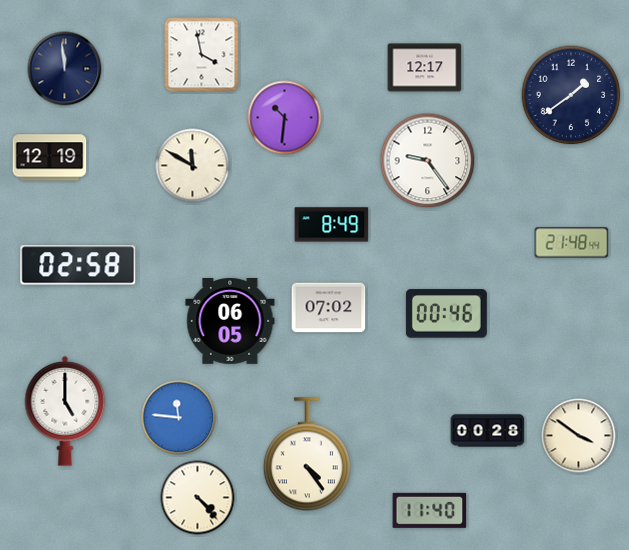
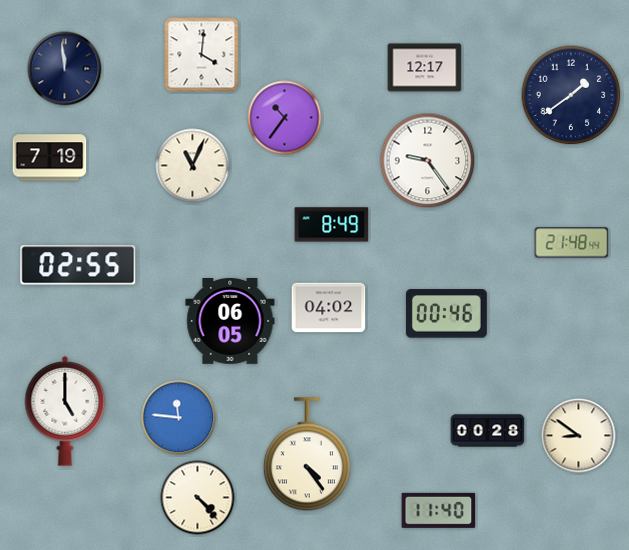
clock at (202, 55): 3:58 -> 4:01
clock at (285, 118): 10:31 -> 10:36
clock at (50, 158): 12:19 -> 7:19
clock at (193, 166): 11:50 -> 11:04
clock at (78, 265): 02:58 -> 02:55
clock at (329, 308): 07:02 -> 04:02
clock at (579, 436): 3:51 -> 8:51
clock at (430, 510) position: (430, 510) -> (439, 510)
